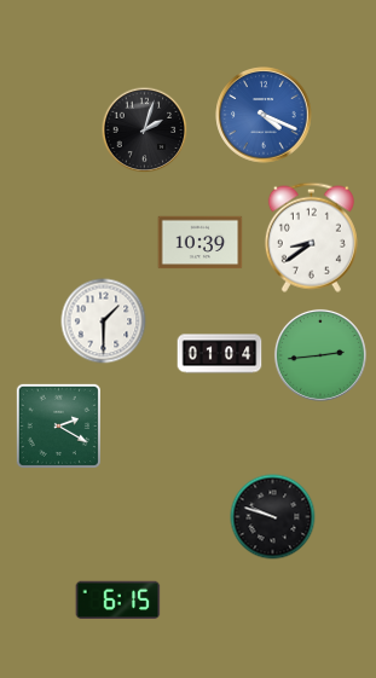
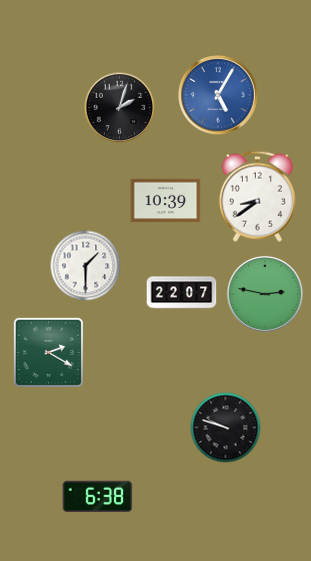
clock at (264, 115): 4:19 -> 5:05
clock at (220, 354): 01:04 -> 22:07
clock at (320, 355): 2:44 -> 2:47
clock at (118, 601): 6:15 -> 6:38
